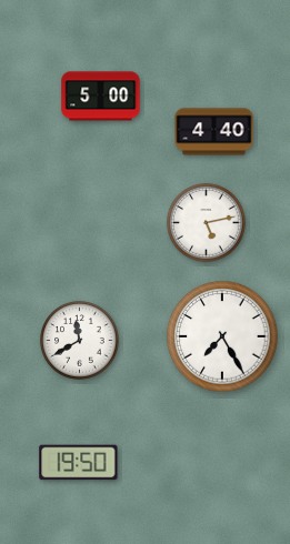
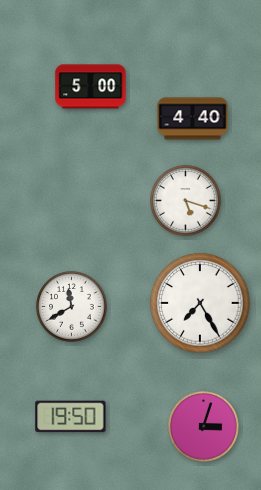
clock at (207, 223): 5:13 -> 5:18
clock at (204, 427): none -> 3:03
